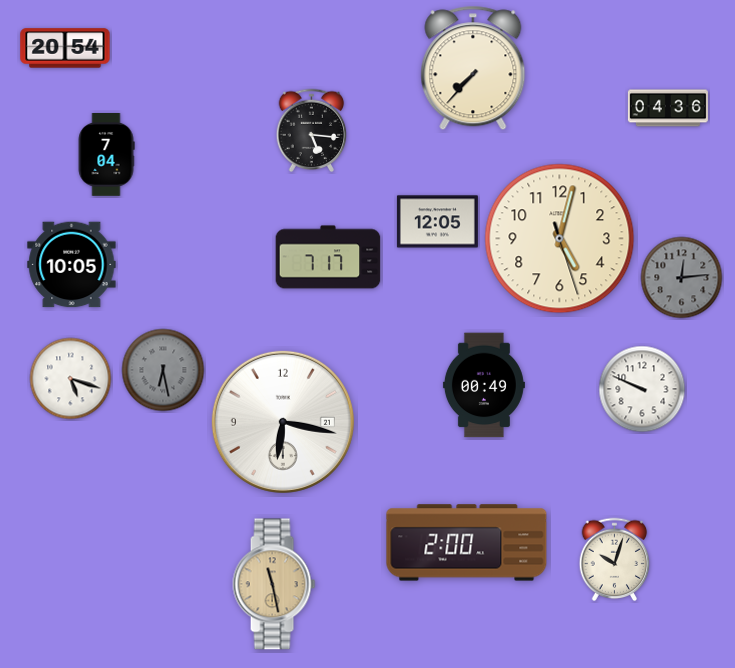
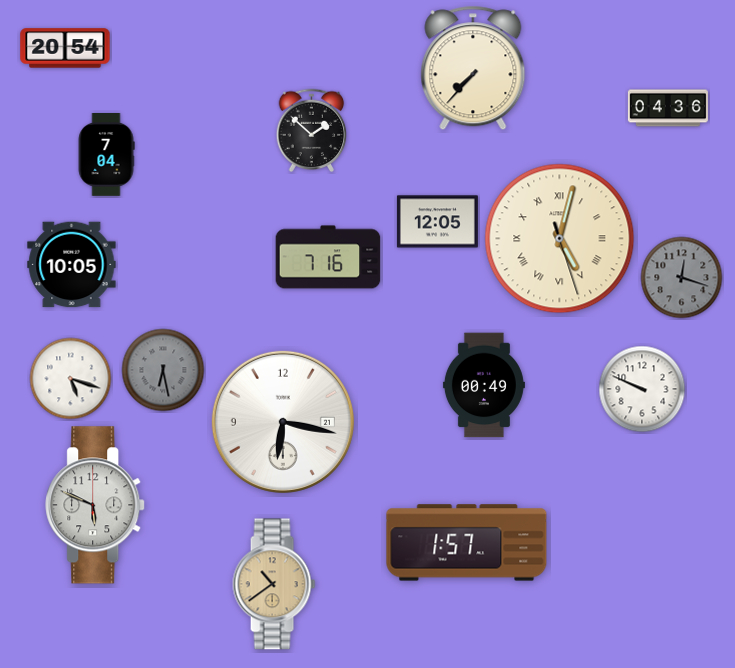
clock at (312, 131): 5:16 -> 1:52
clock at (560, 239) numerals: Arabic -> Roman
clock at (328, 257): 7:17 -> 7:16
clock at (682, 278): 12:14 -> 12:18
clock at (96, 505): none -> 5:49
clock at (467, 543): 2:00 -> 1:57
clock at (615, 560): 10:03 -> none
clock at (274, 584): 11:28 -> 10:39
